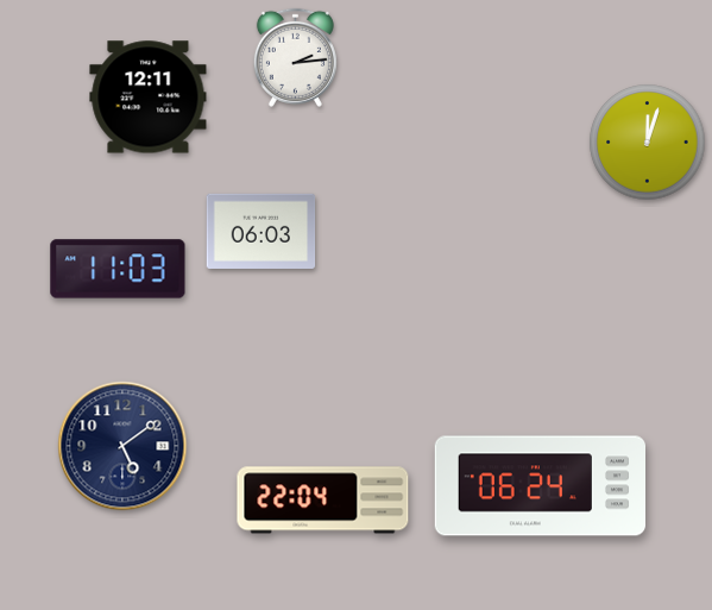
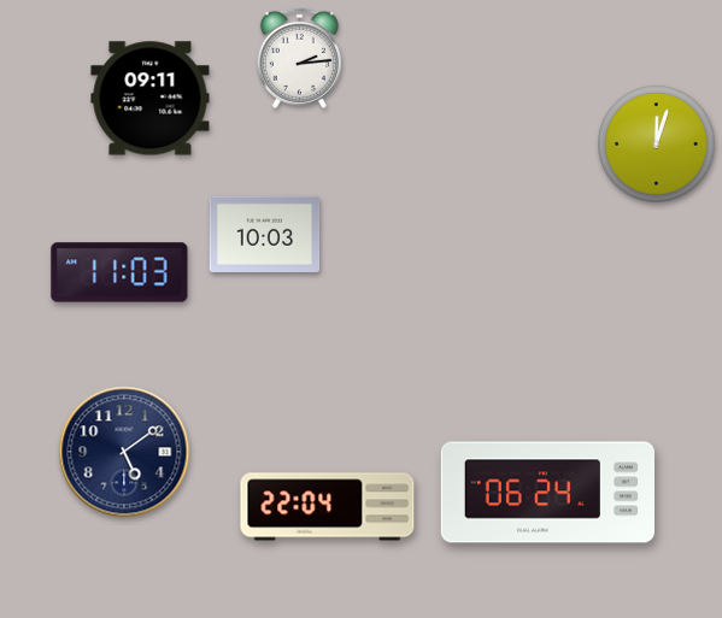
clock at (149, 98): 12:11 -> 09:11
clock at (262, 231): 06:03 -> 10:03
